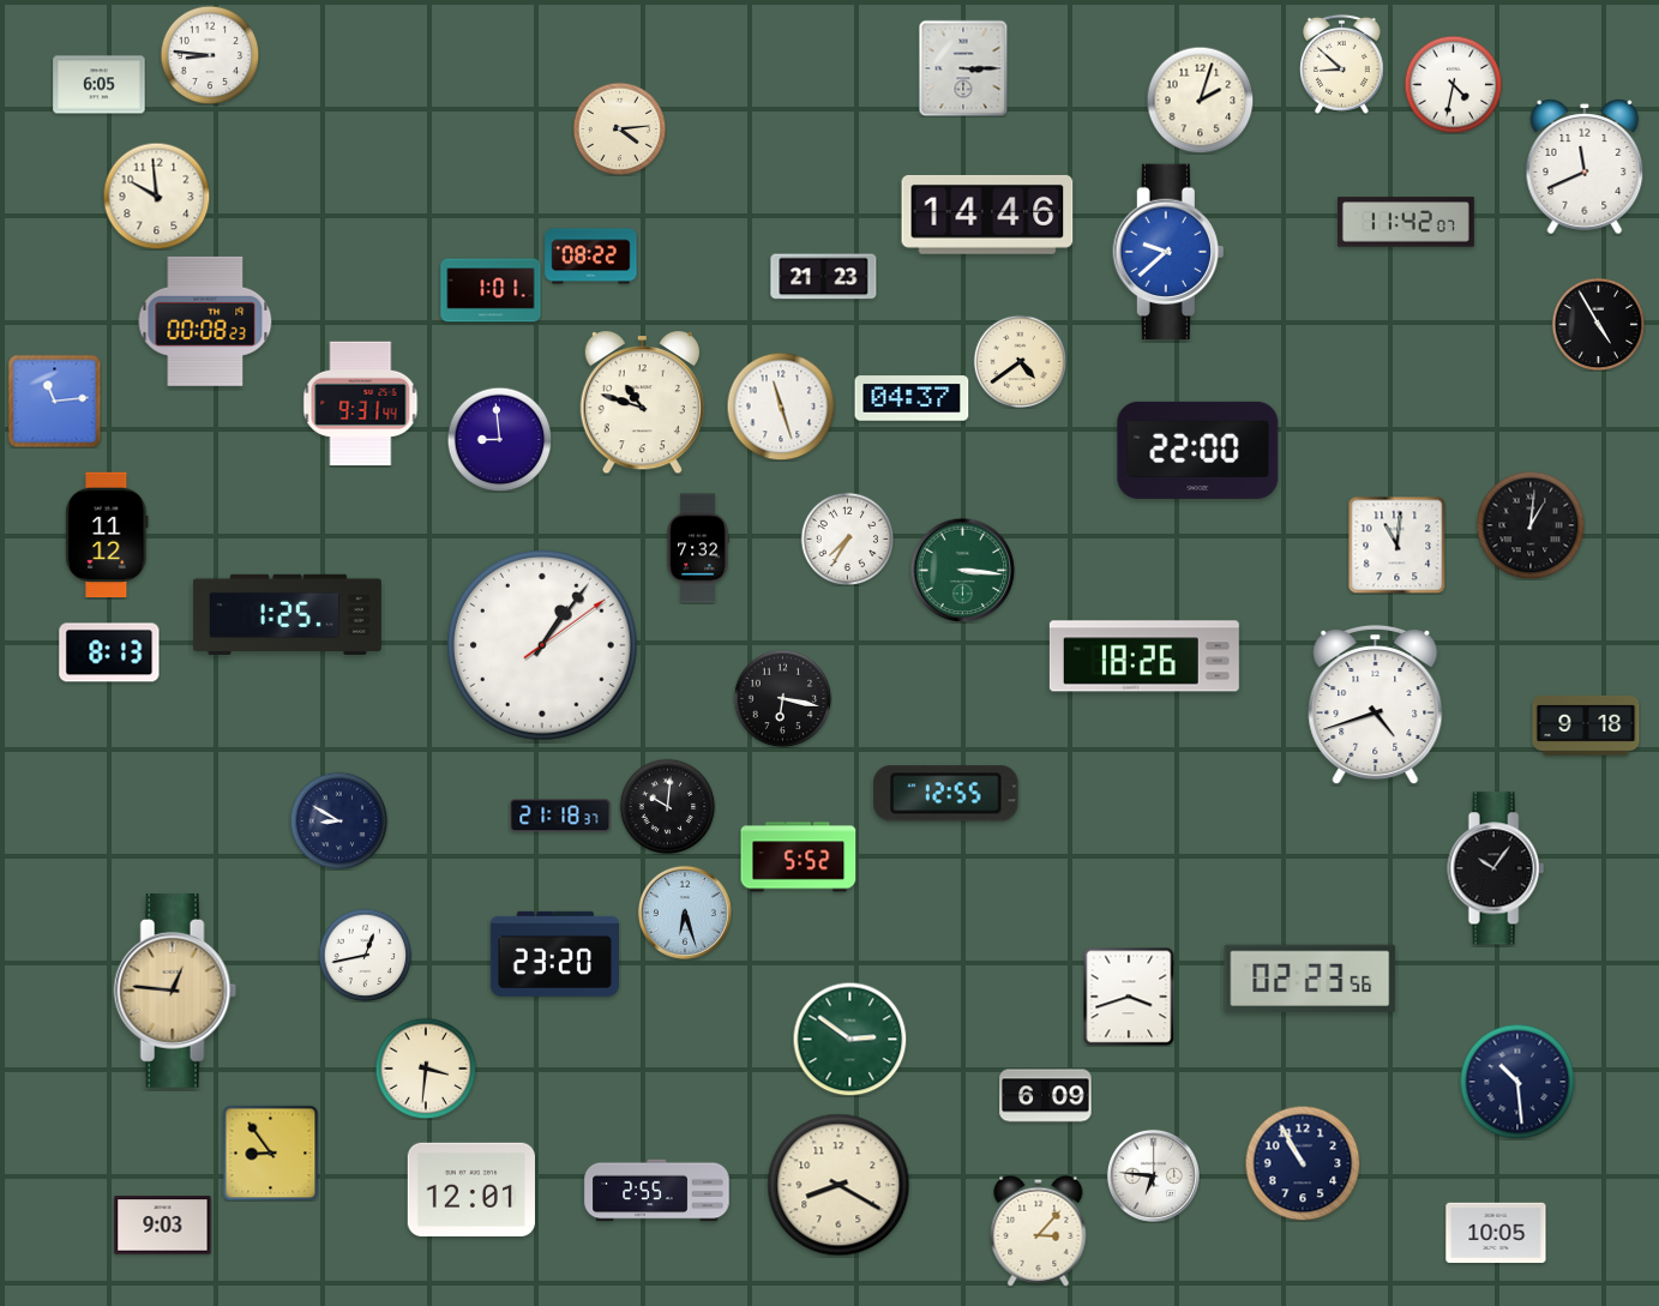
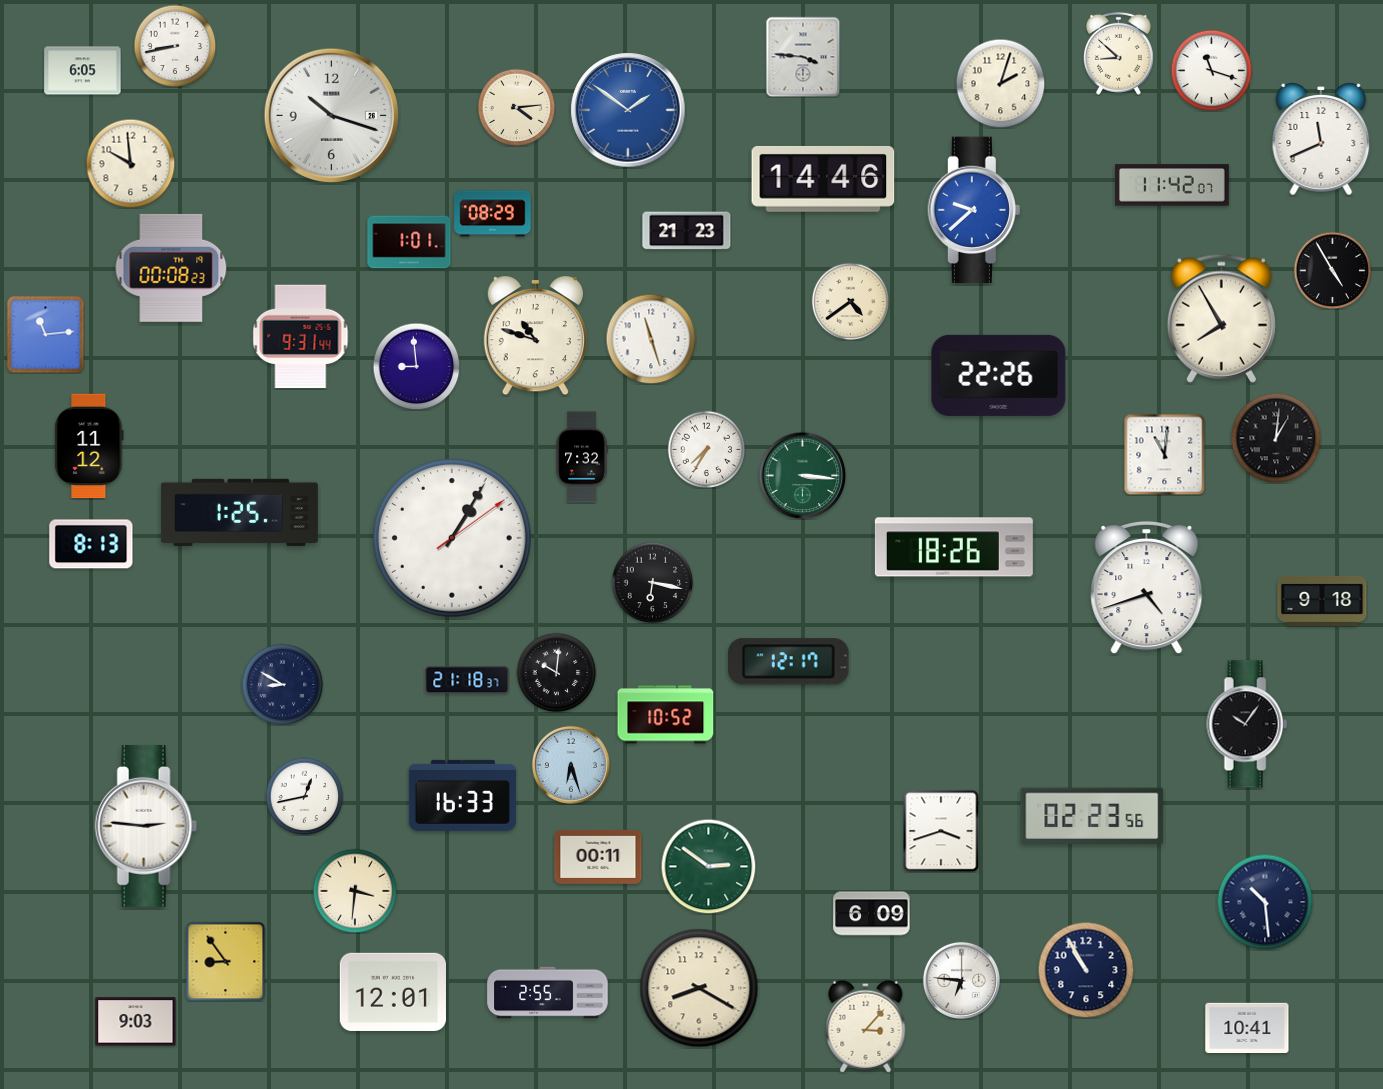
clock at (210, 55): 8:46 -> 8:43
clock at (963, 68): 3:15 -> 3:46
clock at (1453, 84): 4:32 -> 11:18
clock at (628, 110): none -> 1:51
clock at (331, 115): none -> 10:18
clock at (591, 257): 08:22 -> 08:29
clock at (1221, 318): none -> 7:55
clock at (912, 398): 04:37 -> none
clock at (1198, 450): 22:00 -> 22:26
clock at (542, 645): 1:06 -> 1:05
clock at (1586, 726) position: (1586, 726) -> (1322, 601)
clock at (946, 794): 12:55 -> 12:17
clock at (799, 857): 5:52 -> 10:52
clock at (685, 913) position: (685, 913) -> (571, 765)
clock at (554, 953): 23:20 -> 16:33
clock at (175, 992): 12:46 -> 2:46
clock at (175, 992) dial: champagne -> white
clock at (598, 857): none -> 00:11
clock at (1496, 1232): 10:05 -> 10:41
